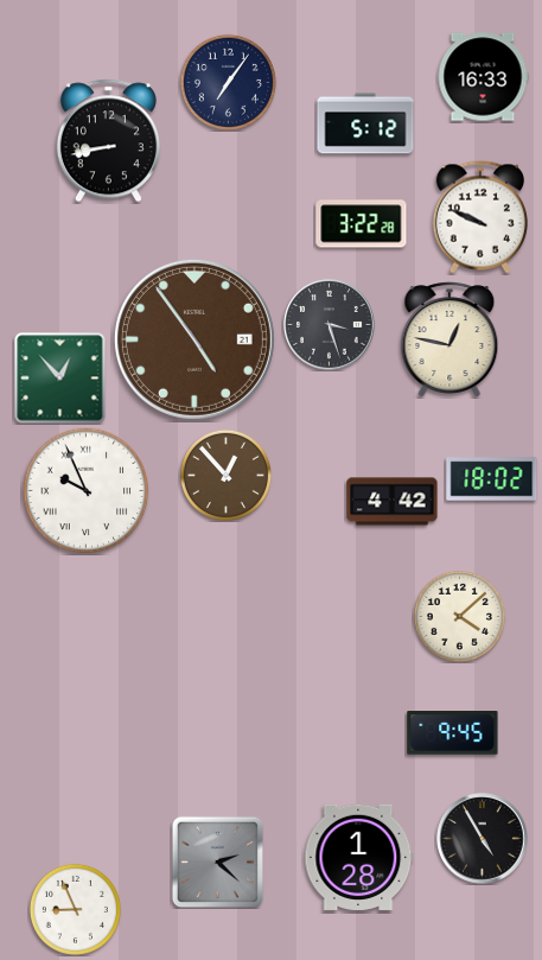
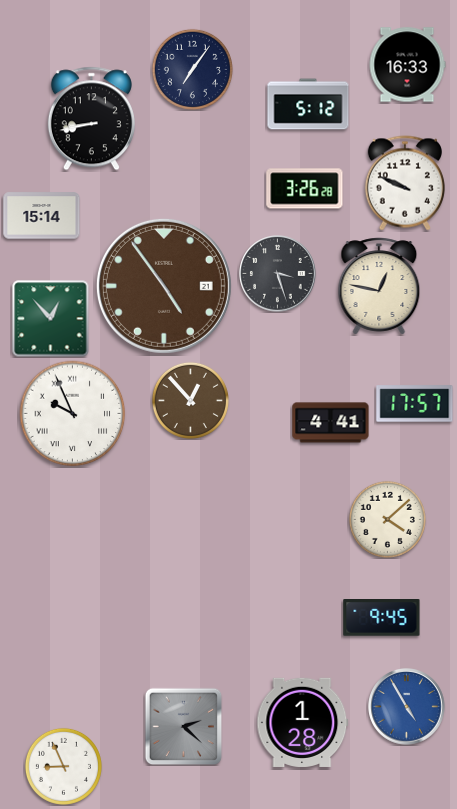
clock at (362, 224): 3:22 -> 3:26
clock at (42, 216): none -> 15:14
clock at (492, 479): 18:02 -> 17:57
clock at (393, 502): 4:42 -> 4:41
clock at (483, 839) dial: black -> blue
